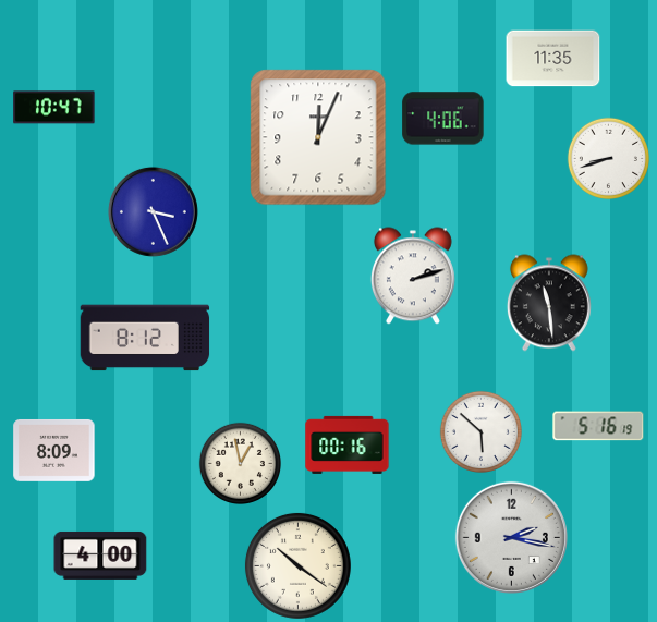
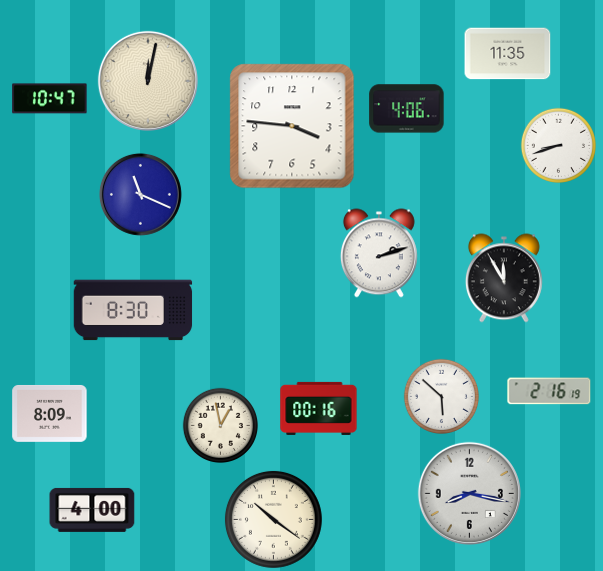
clock at (148, 81): none -> 12:02
clock at (318, 137): 12:04 -> 3:46
clock at (153, 211): 3:26 -> 11:19
clock at (549, 303): 11:29 -> 11:55
clock at (145, 338): 8:12 -> 8:30
clock at (598, 426): 5:16 -> 2:16
clock at (511, 537): 2:17 -> 8:17
